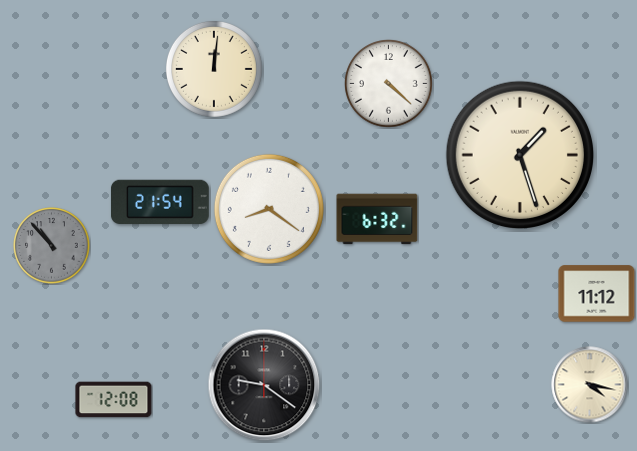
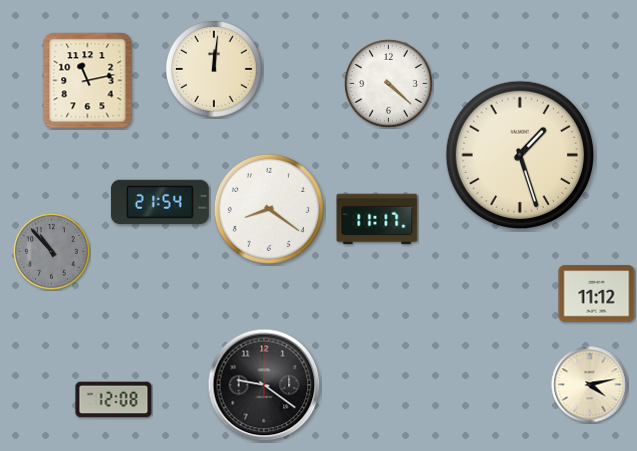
clock at (88, 81): none -> 11:13
clock at (377, 219): 6:32 -> 11:17
clock at (52, 246) position: (52, 246) -> (52, 252)
clock at (590, 385): 4:17 -> 4:13
